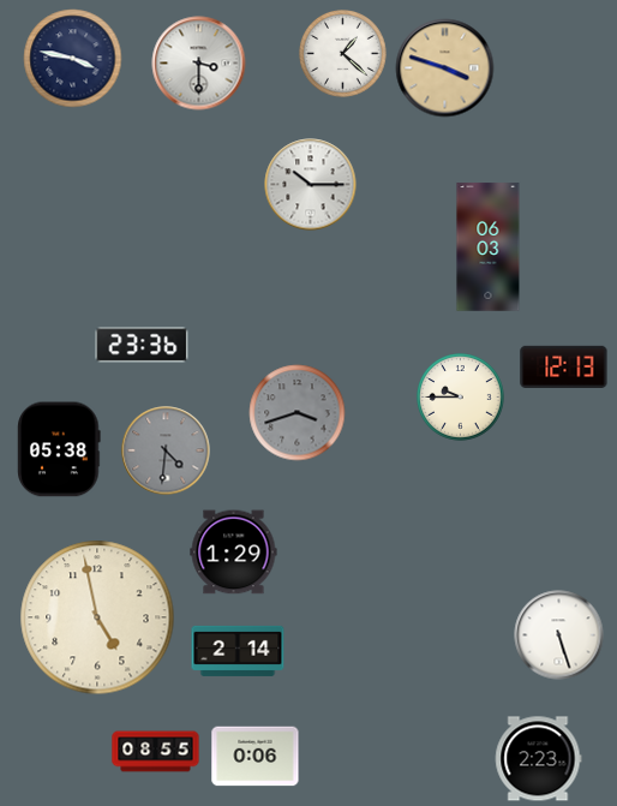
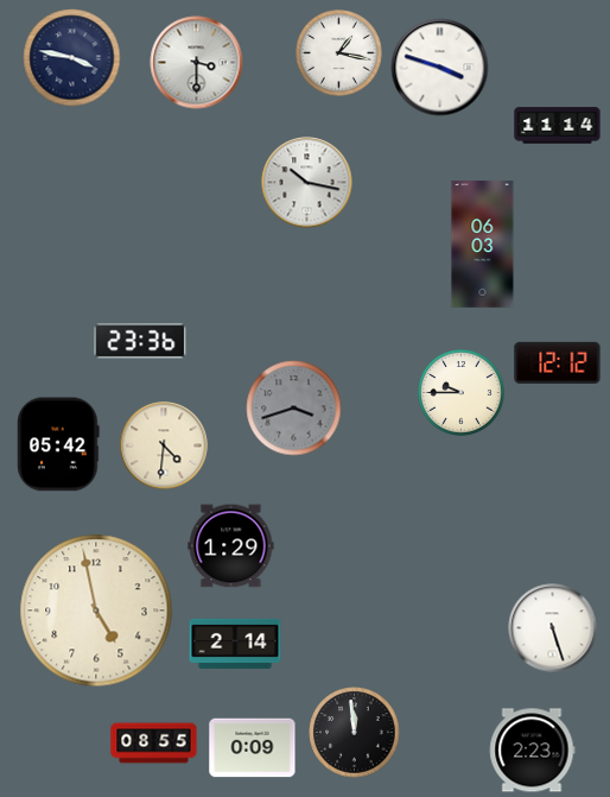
clock at (343, 54): 1:22 -> 1:17
clock at (445, 68) dial: champagne -> white
clock at (558, 126): none -> 11:14
clock at (311, 185): 10:15 -> 10:17
clock at (564, 366): 12:13 -> 12:12
clock at (461, 398) position: (461, 398) -> (462, 393)
clock at (59, 449): 05:38 -> 05:42
clock at (166, 450) dial: grey -> cream
clock at (355, 733): none -> 11:59
clock at (256, 757): 0:06 -> 0:09
